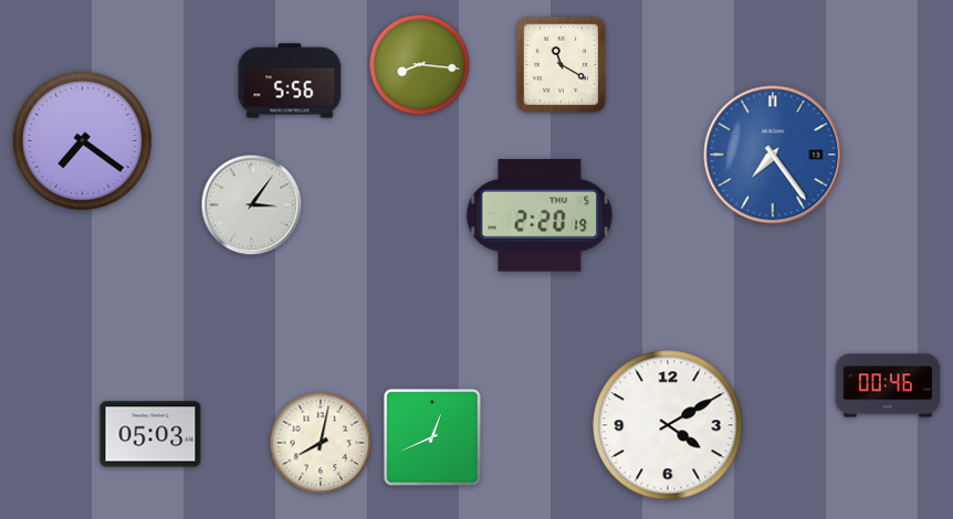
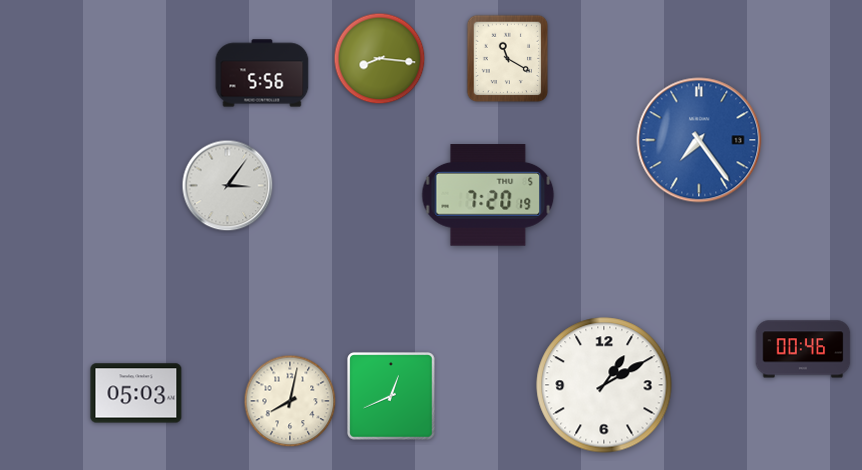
clock at (82, 140): 7:21 -> none
clock at (540, 215): 2:20 -> 7:20
clock at (668, 425): 4:10 -> 1:10
